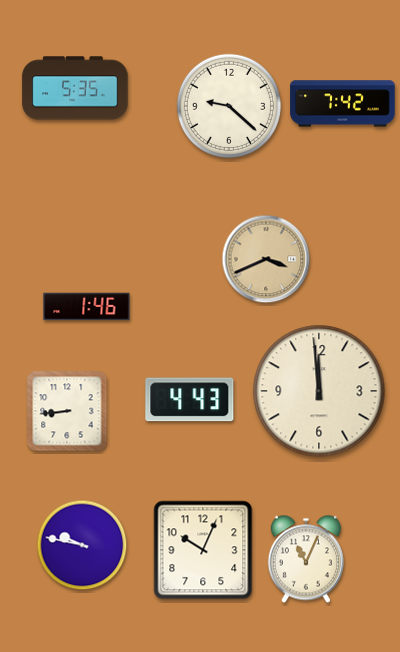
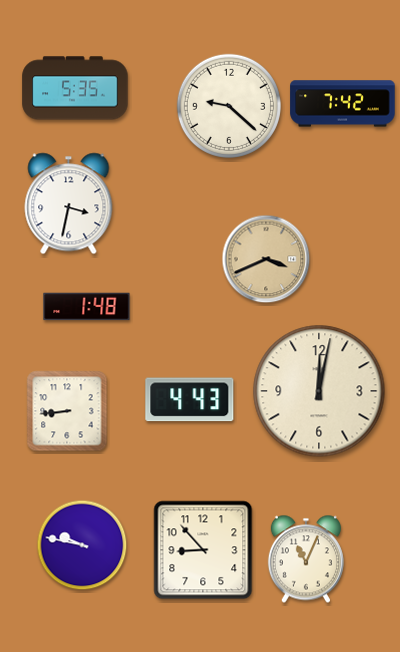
clock at (69, 204): none -> 3:32
clock at (87, 307): 1:46 -> 1:48
clock at (319, 391): 11:59 -> 12:02
clock at (203, 550): 10:04 -> 8:53
